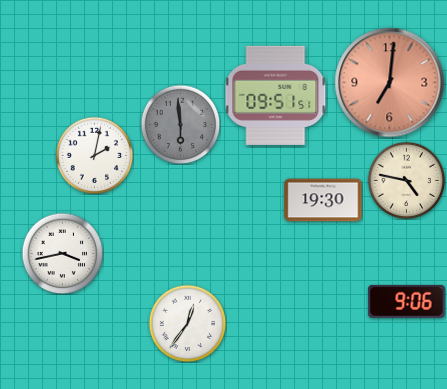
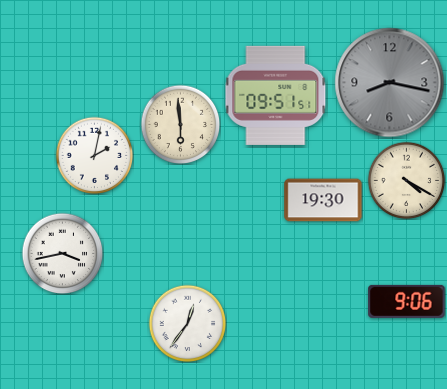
clock at (390, 83): 7:01 -> 8:17
clock at (390, 83) dial: salmon -> grey
clock at (180, 124) dial: grey -> cream
clock at (406, 180): 4:47 -> 4:20
